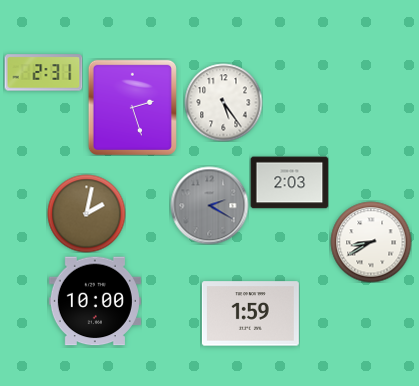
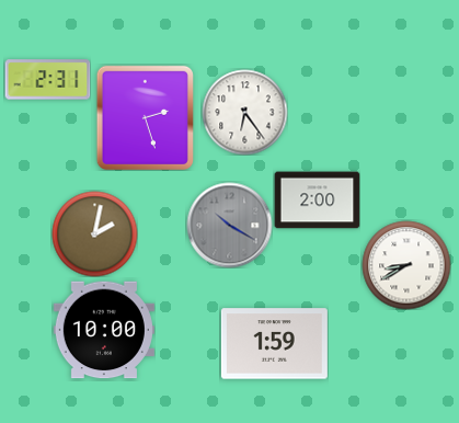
clock at (223, 102): 5:24 -> 6:24
clock at (289, 183): 2:03 -> 2:00
clock at (209, 205): 2:20 -> 10:20
